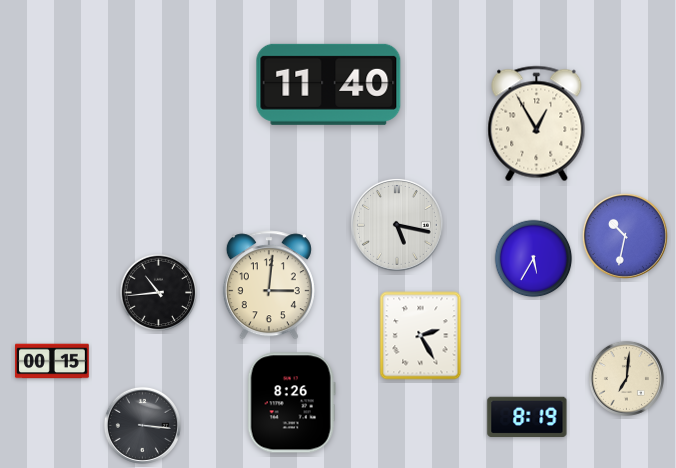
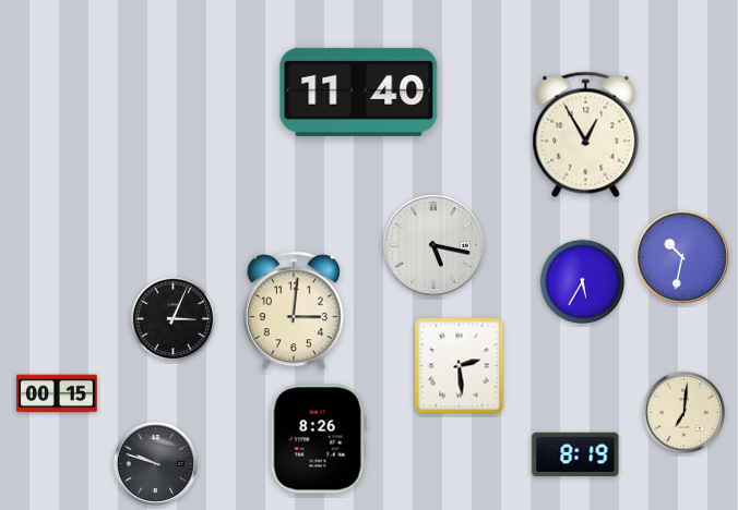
clock at (159, 293): 10:44 -> 3:04
clock at (421, 336): 2:25 -> 2:29
clock at (142, 425): 3:16 -> 9:48
